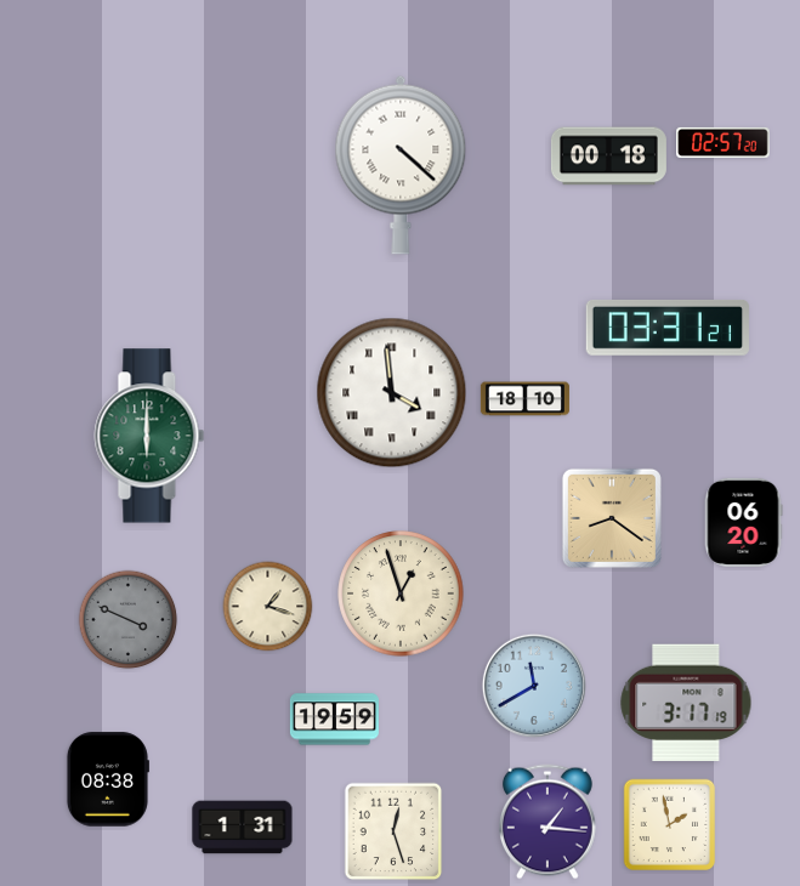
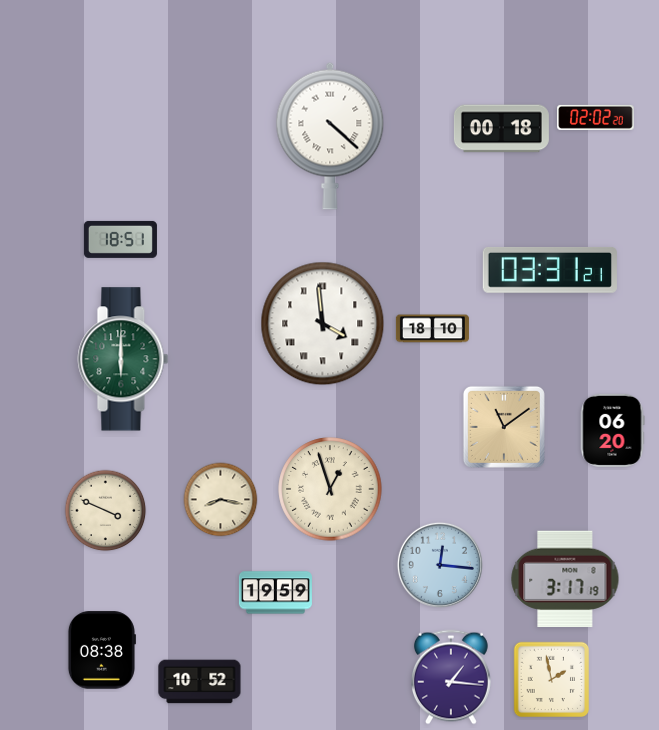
clock at (724, 142): 02:57 -> 02:02
clock at (120, 239): none -> 18:51
clock at (612, 518): 8:21 -> 11:09
clock at (268, 607): 1:18 -> 8:17
clock at (129, 620) dial: grey -> cream
clock at (534, 686): 11:40 -> 12:16
clock at (107, 779) position: (107, 779) -> (101, 650)
clock at (243, 828): 1:31 -> 10:52
clock at (393, 831): 12:27 -> none
